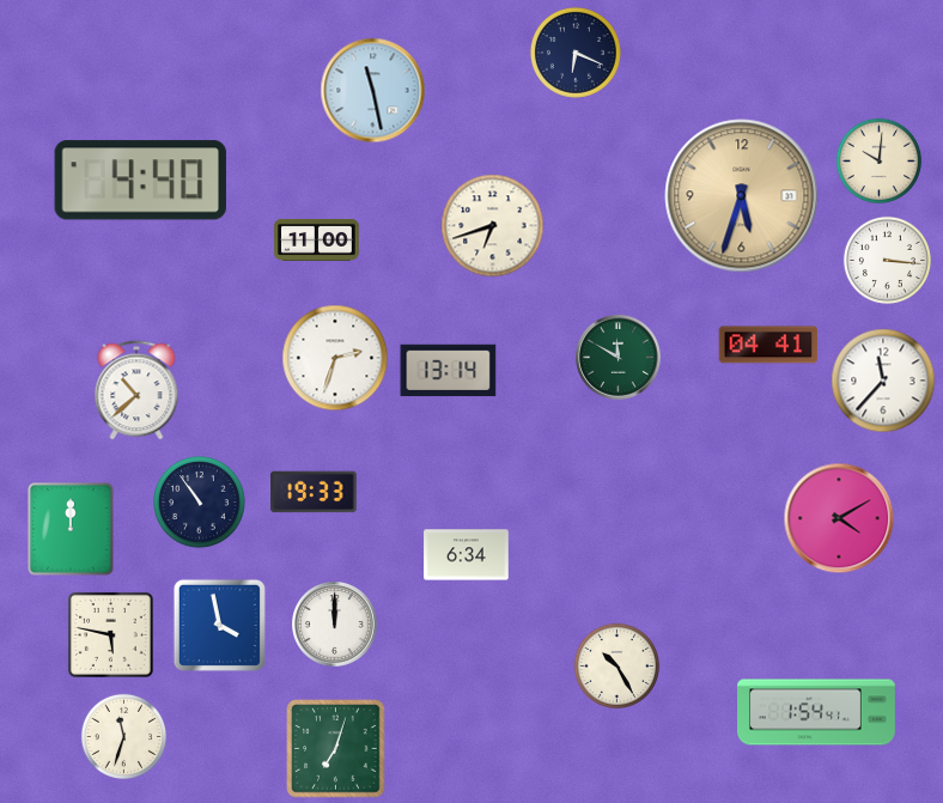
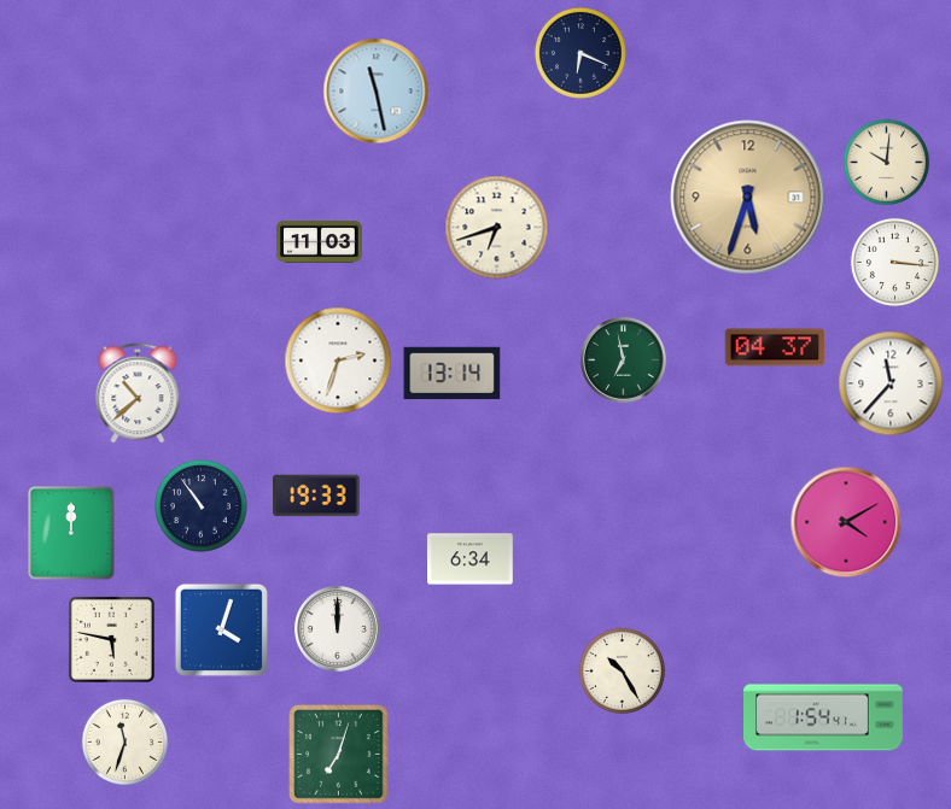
clock at (140, 181): 4:40 -> none
clock at (317, 239): 11:00 -> 11:03
clock at (768, 345): 04:41 -> 04:37
clock at (619, 358): 11:50 -> 6:58
clock at (219, 625): 3:58 -> 4:03
